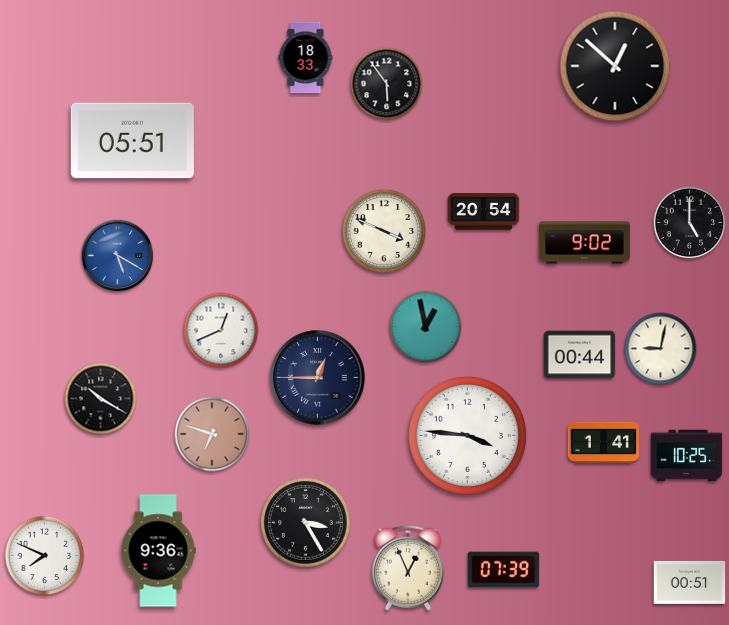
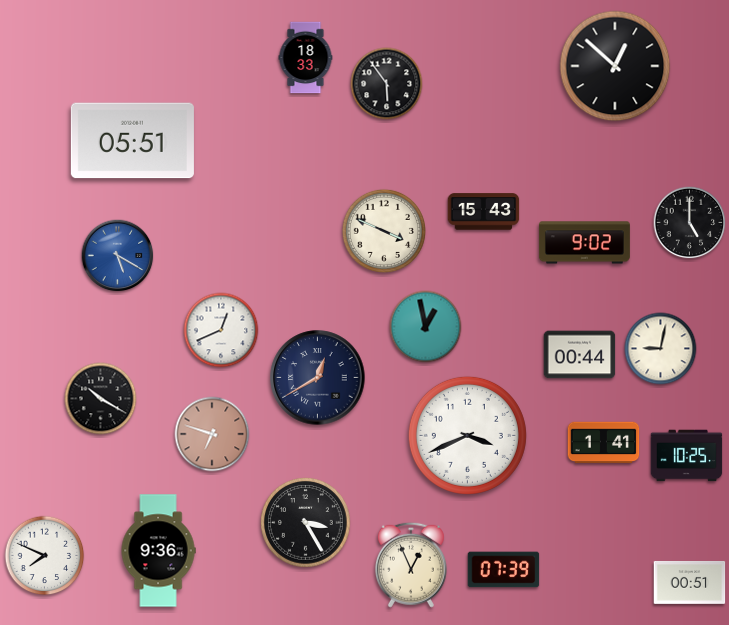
clock at (484, 212): 20:54 -> 15:43
clock at (318, 378): 12:45 -> 12:40
clock at (467, 435): 3:46 -> 3:41
clock at (408, 568) position: (408, 568) -> (411, 565)
